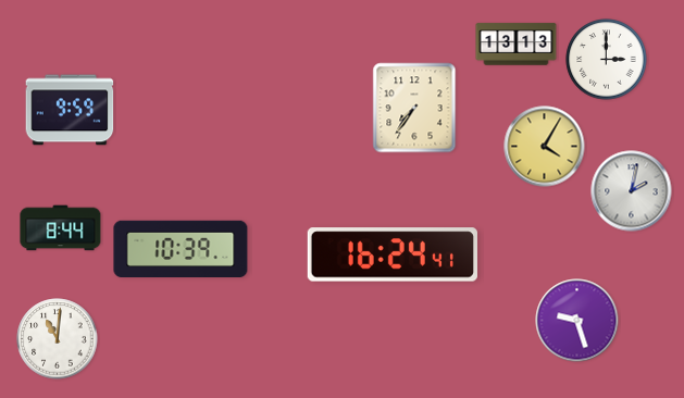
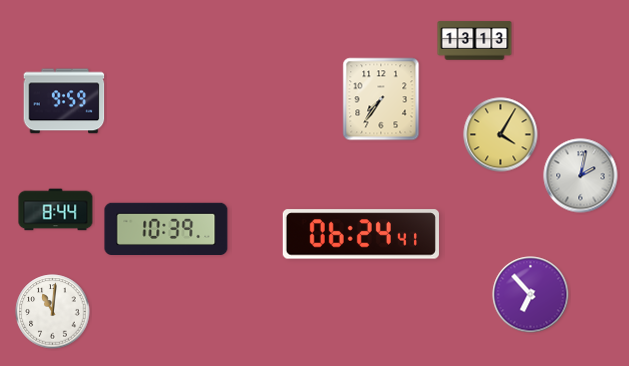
clock at (607, 60): 3:00 -> none
clock at (393, 254): 16:24 -> 06:24
clock at (577, 321): 9:27 -> 6:53
